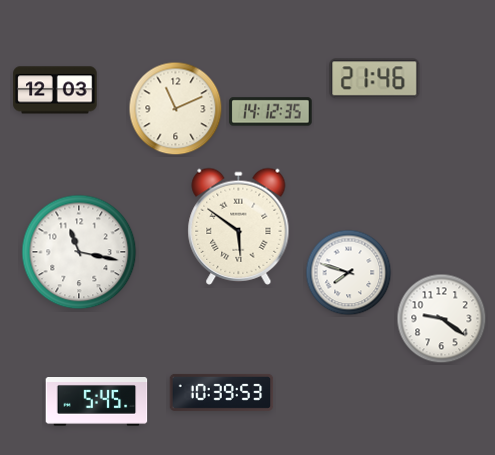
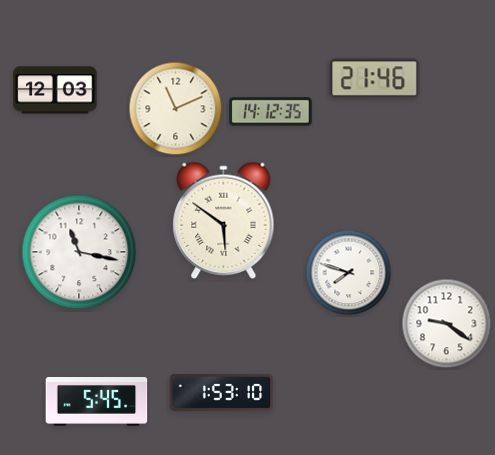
clock at (239, 226) position: (239, 226) -> (224, 220)
clock at (442, 319) position: (442, 319) -> (447, 324)
clock at (222, 392): 10:39 -> 1:53
